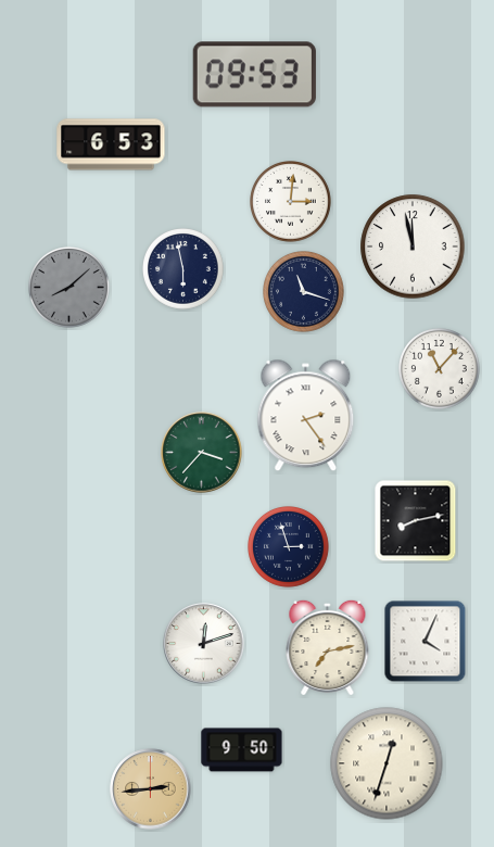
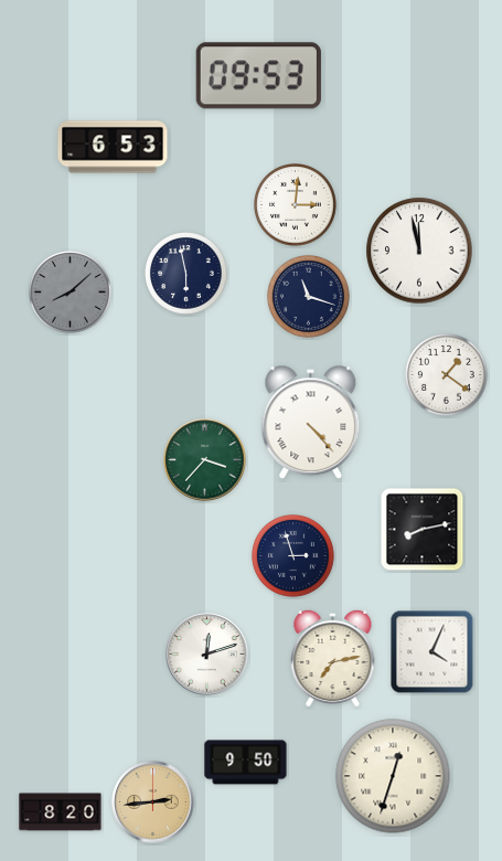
clock at (440, 369): 11:07 -> 1:21
clock at (306, 416): 2:24 -> 4:23
clock at (61, 812): none -> 8:20
